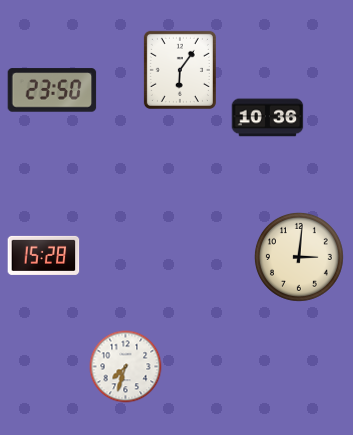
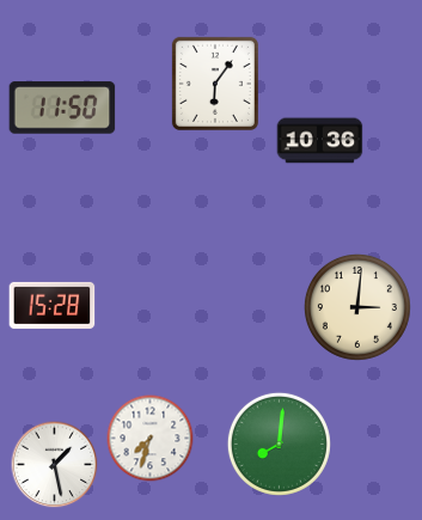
clock at (52, 90): 23:50 -> 11:50
clock at (279, 443): none -> 8:01
clock at (55, 465): none -> 1:28
